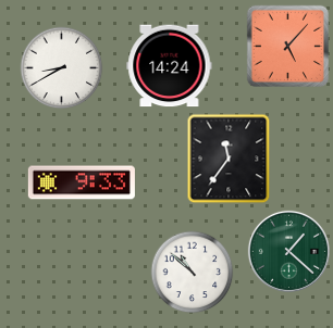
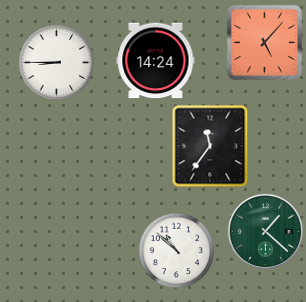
clock at (62, 68): 8:40 -> 8:45
clock at (82, 182): 9:33 -> none
